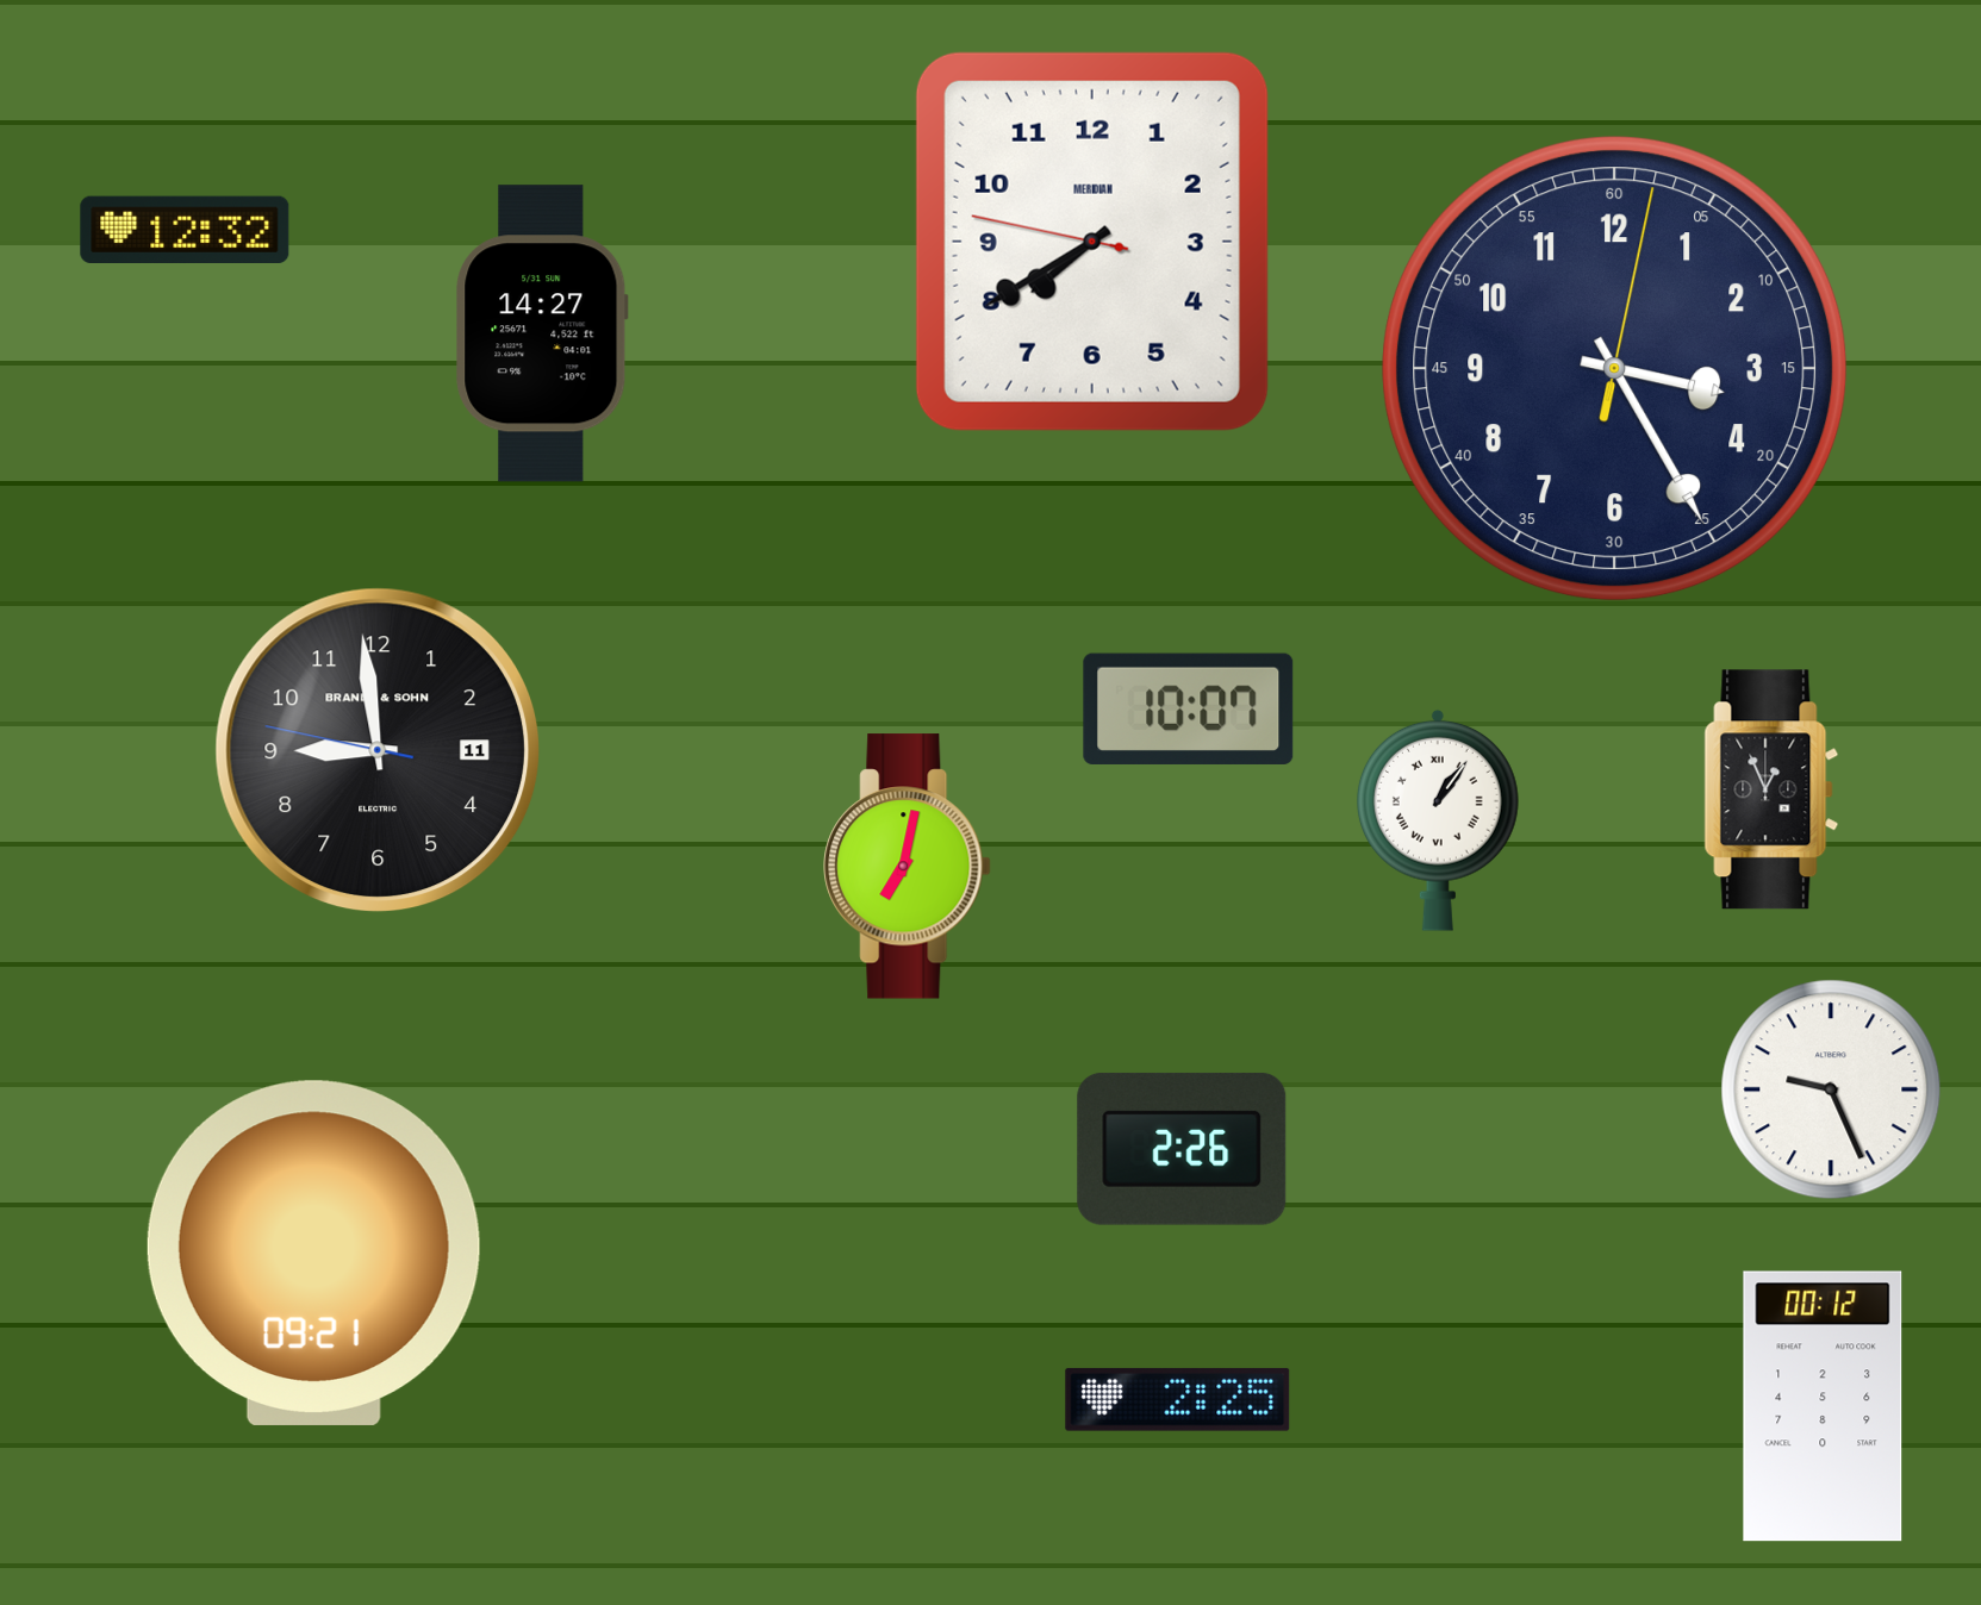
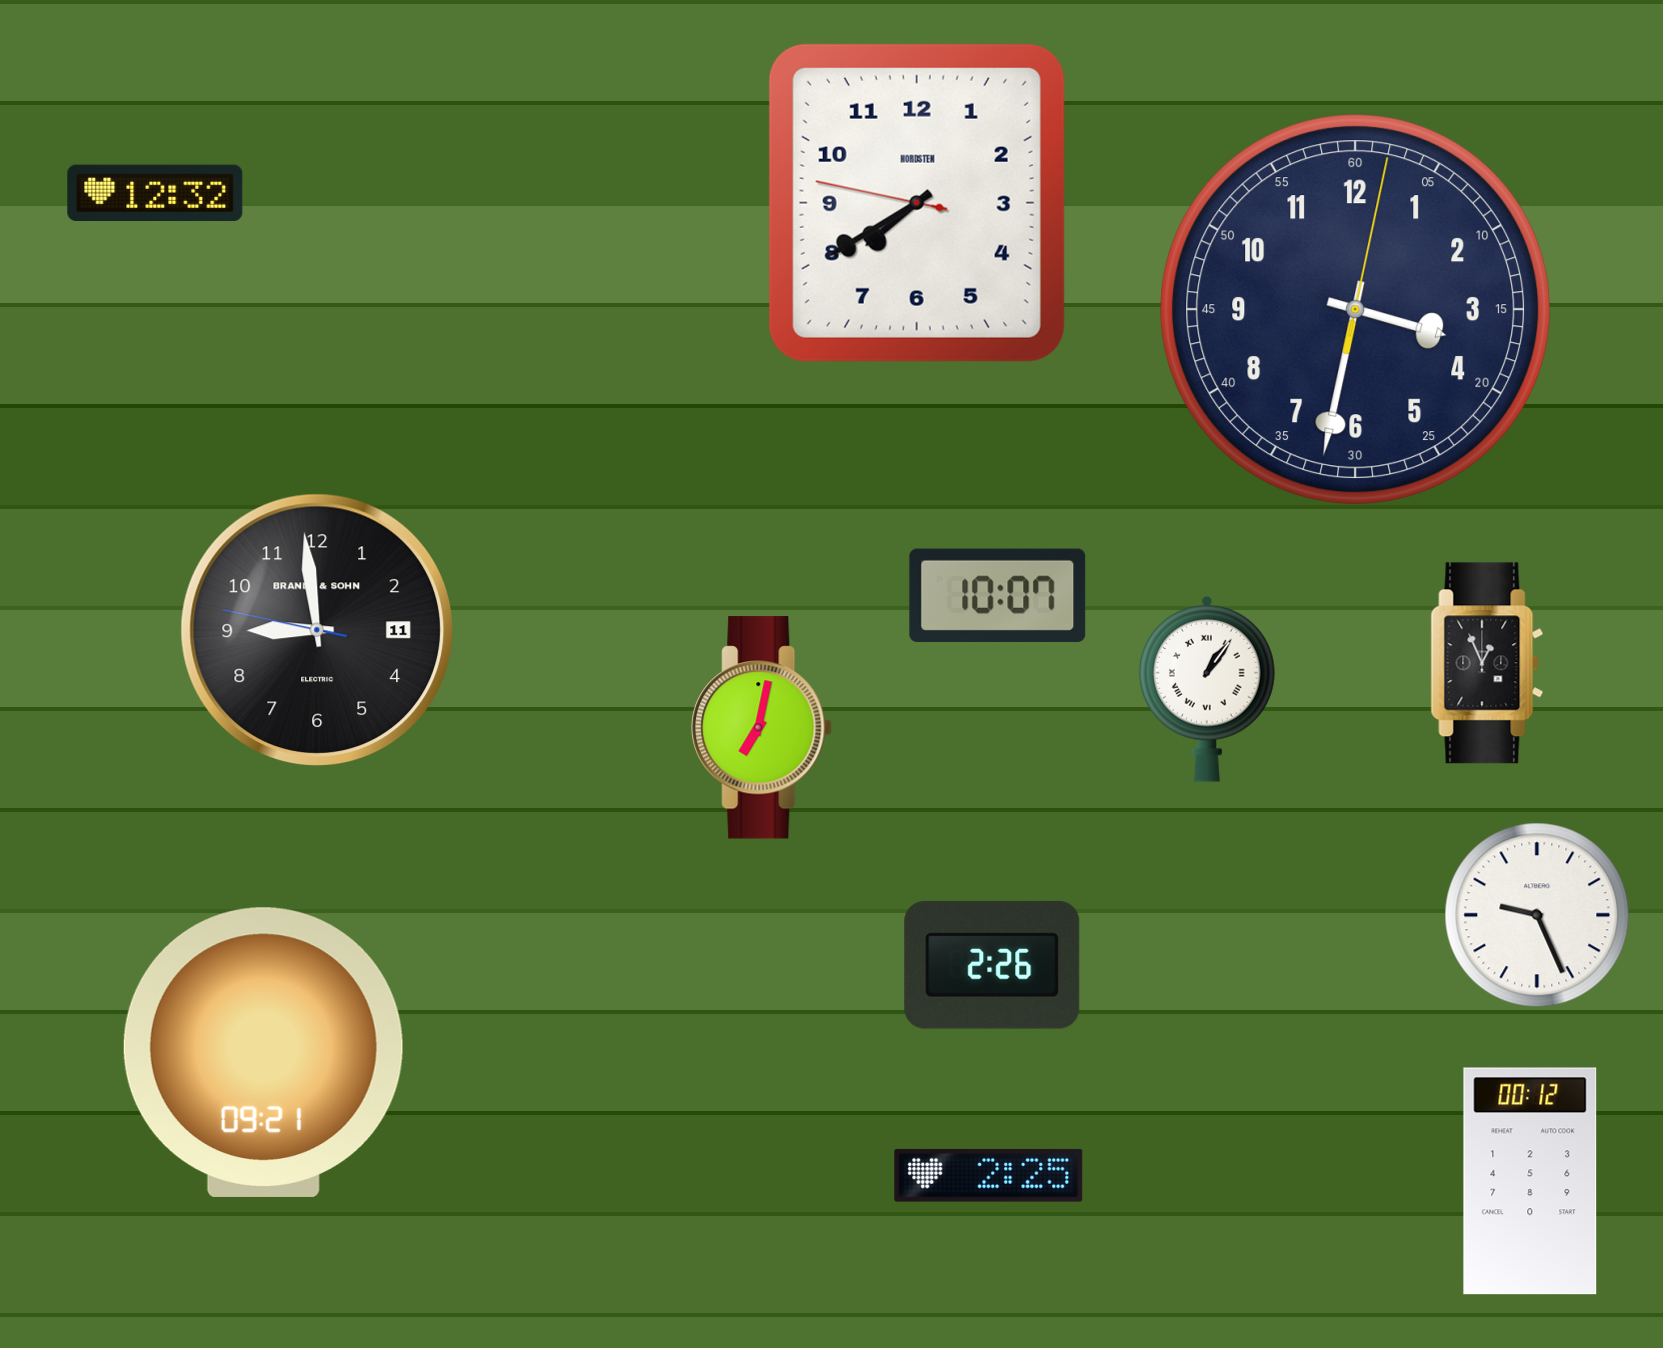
clock at (1092, 242) brand: MERIDIAN -> NORDSTEN
clock at (542, 333): 14:27 -> none
clock at (1615, 369): 3:25 -> 3:32
